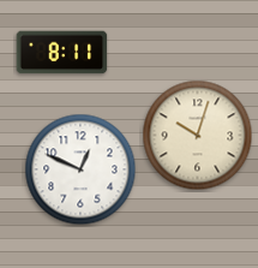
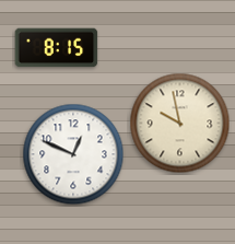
clock at (62, 53): 8:11 -> 8:15
clock at (198, 136): 10:03 -> 9:58
